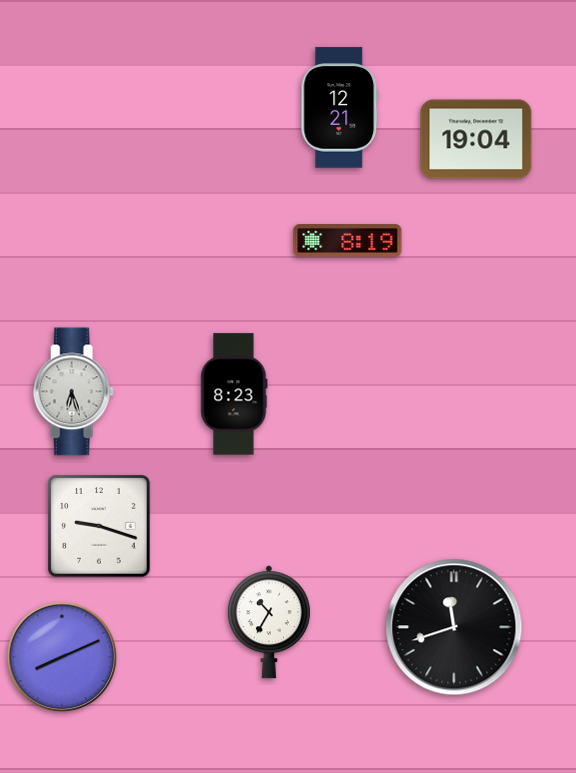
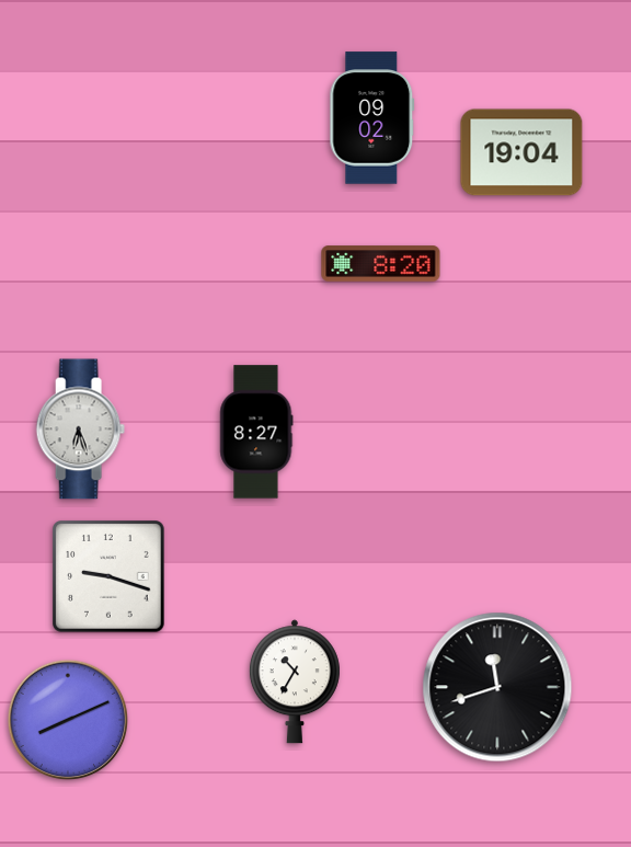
clock at (340, 108): 12:21 -> 09:02
clock at (348, 241): 8:19 -> 8:20
clock at (234, 394): 8:23 -> 8:27
